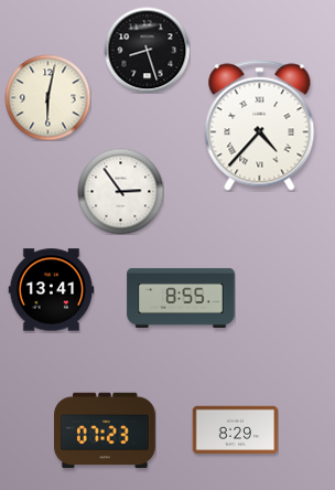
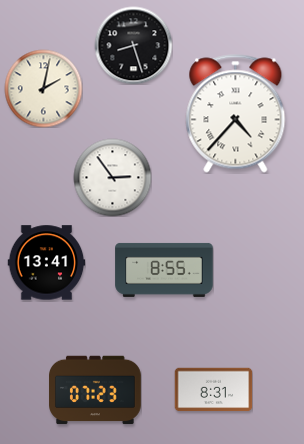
clock at (47, 97): 6:02 -> 2:02
clock at (120, 191) position: (120, 191) -> (112, 177)
clock at (235, 430): 8:29 -> 8:31
